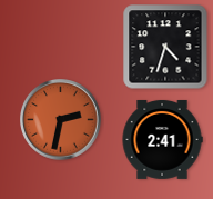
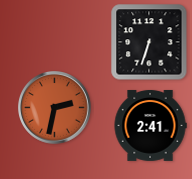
clock at (165, 47): 4:33 -> 6:33
clock at (162, 139) position: (162, 139) -> (150, 125)
